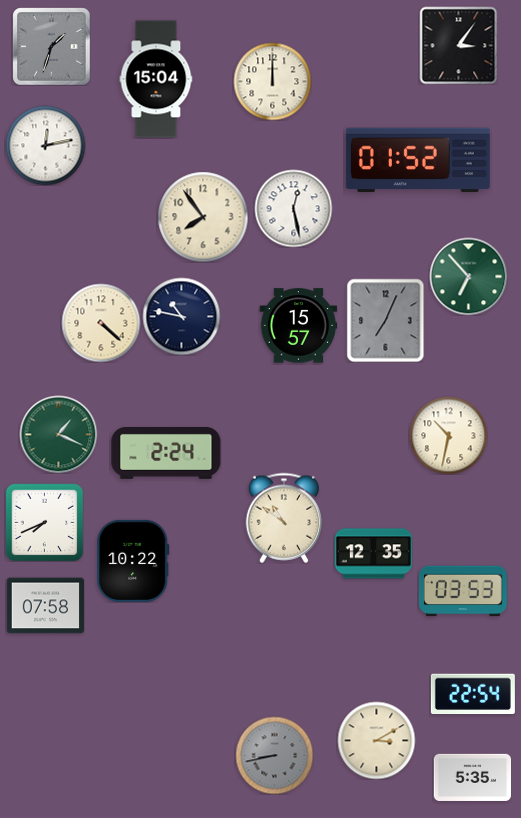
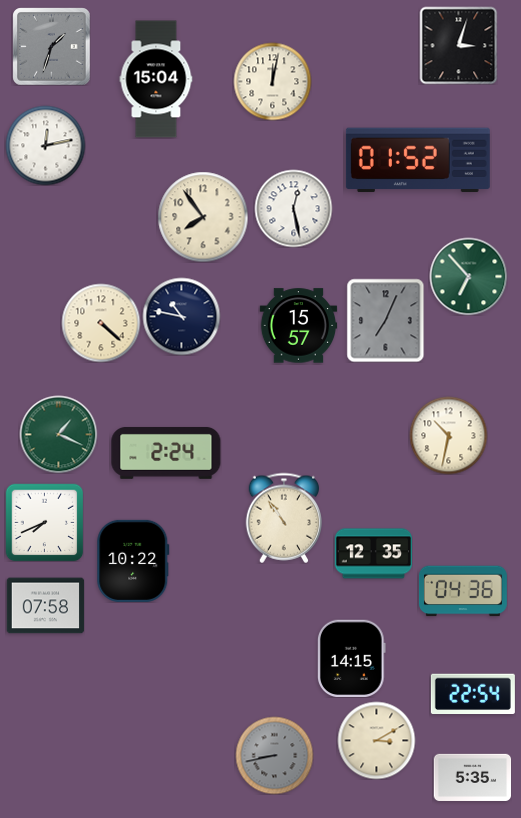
clock at (458, 45): 3:06 -> 3:03
clock at (272, 81): 12:00 -> 12:02
clock at (284, 518): 10:51 -> 10:54
clock at (463, 591): 03:53 -> 04:36
clock at (352, 658): none -> 14:15
